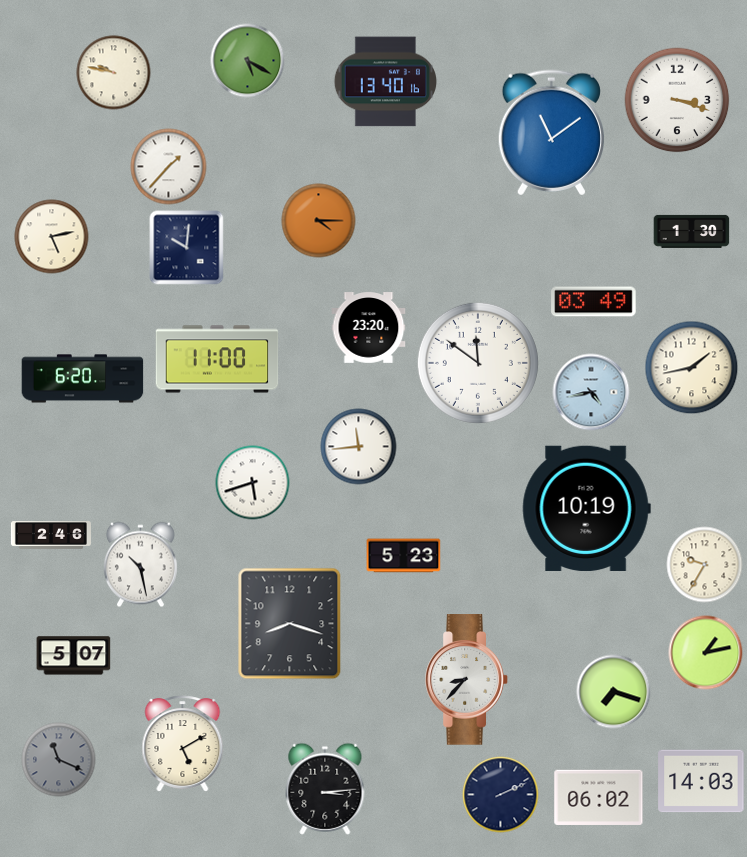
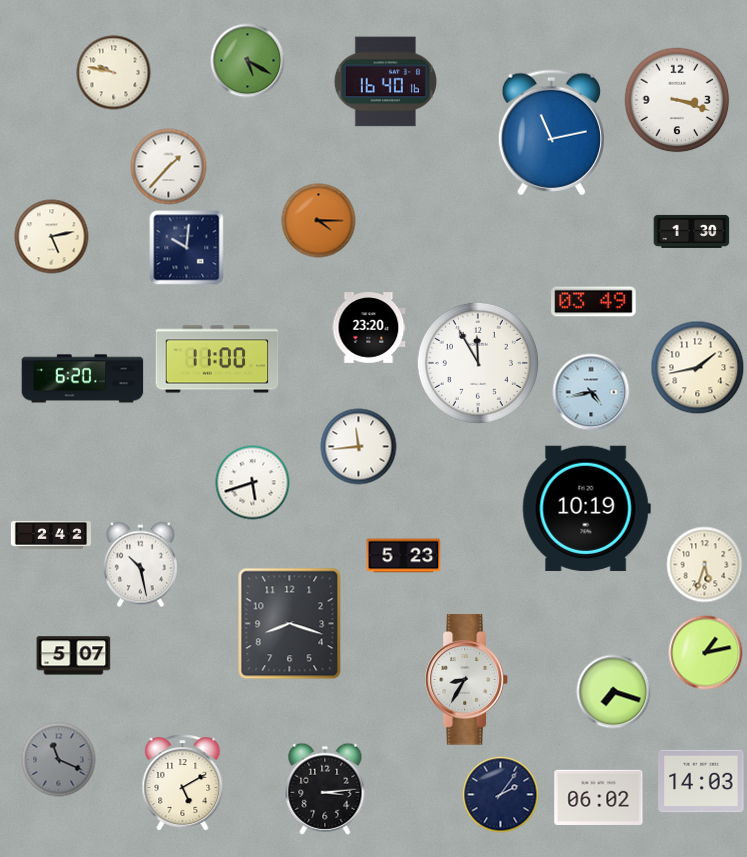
clock at (385, 82): 13:40 -> 16:40
clock at (551, 133): 11:09 -> 11:13
clock at (478, 363): 11:51 -> 11:55
clock at (692, 368) position: (692, 368) -> (698, 368)
clock at (51, 535): 2:46 -> 2:42
clock at (705, 565): 9:35 -> 5:33
clock at (467, 680): 8:37 -> 8:35
clock at (183, 744) position: (183, 744) -> (183, 783)
clock at (501, 795): 2:11 -> 2:06
